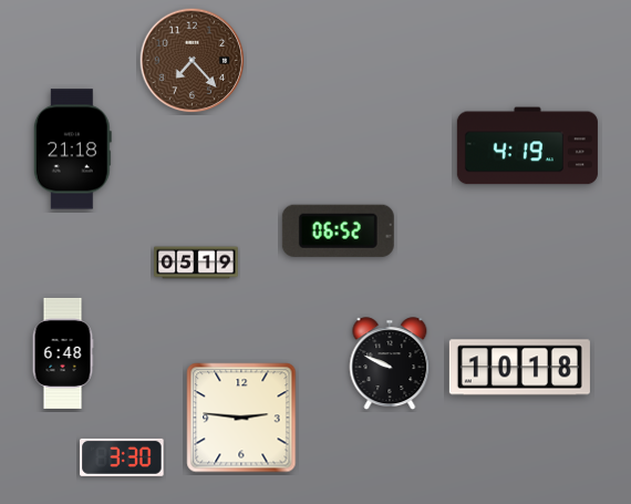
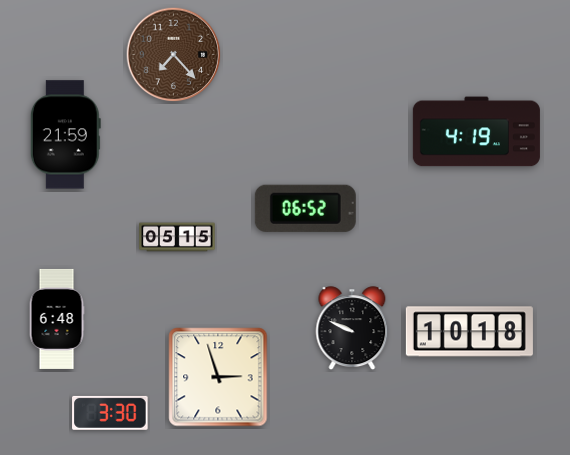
clock at (72, 150): 21:18 -> 21:59
clock at (196, 263): 05:19 -> 05:15
clock at (241, 418): 2:46 -> 2:57
